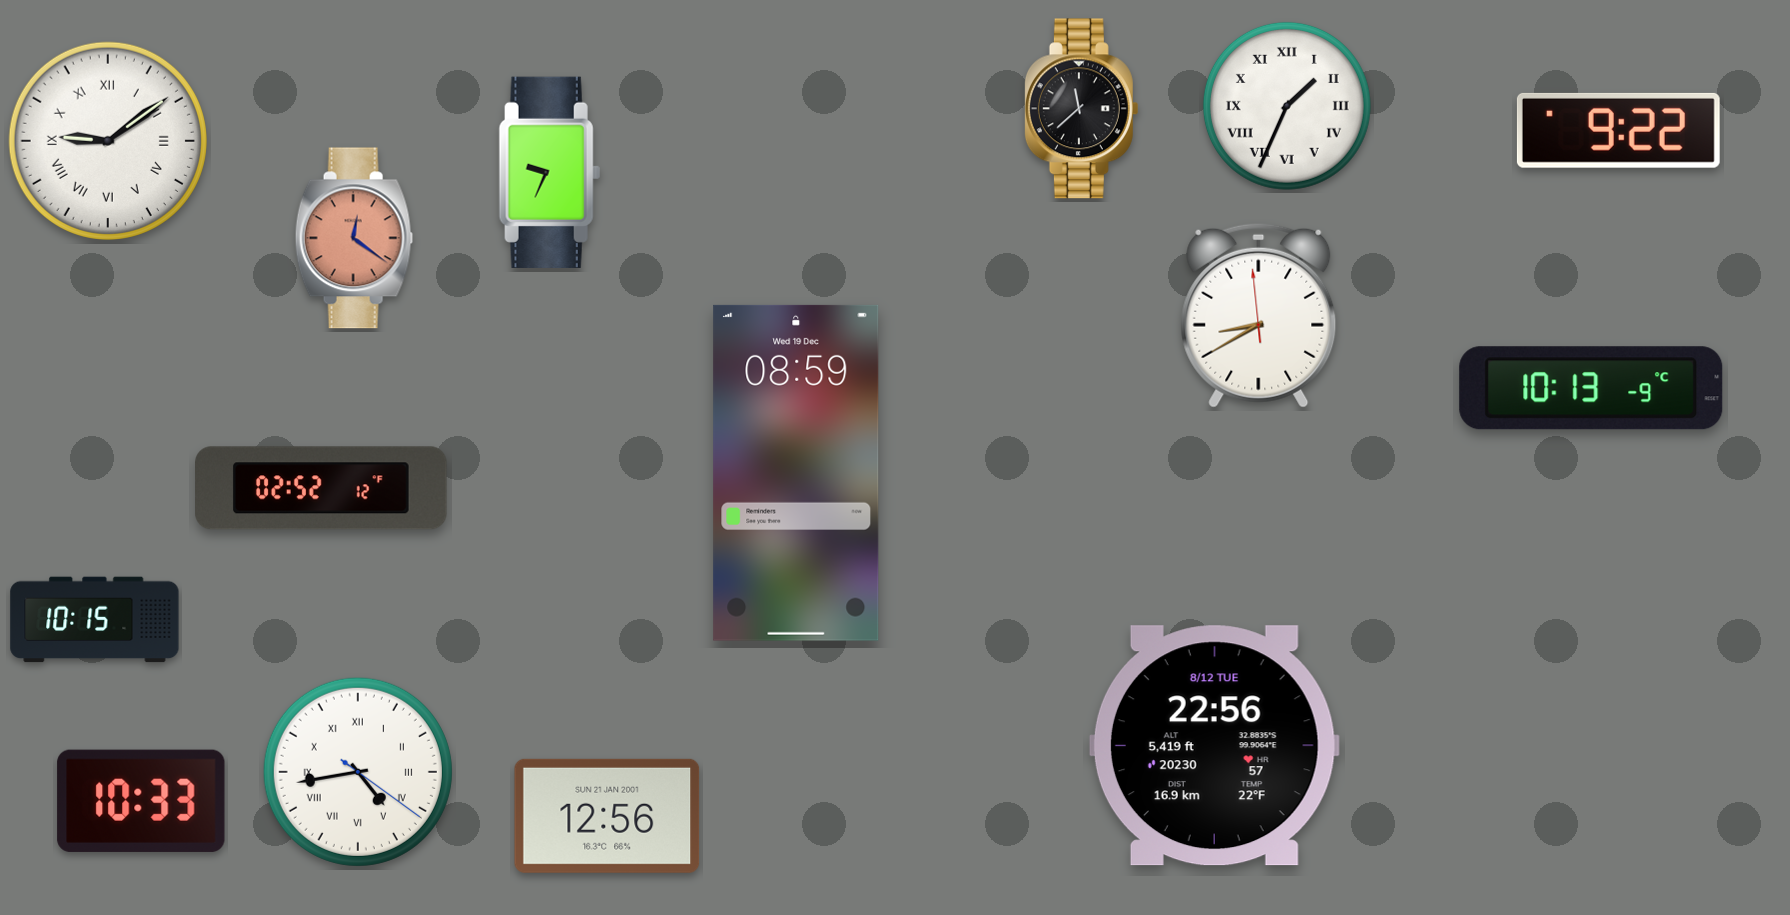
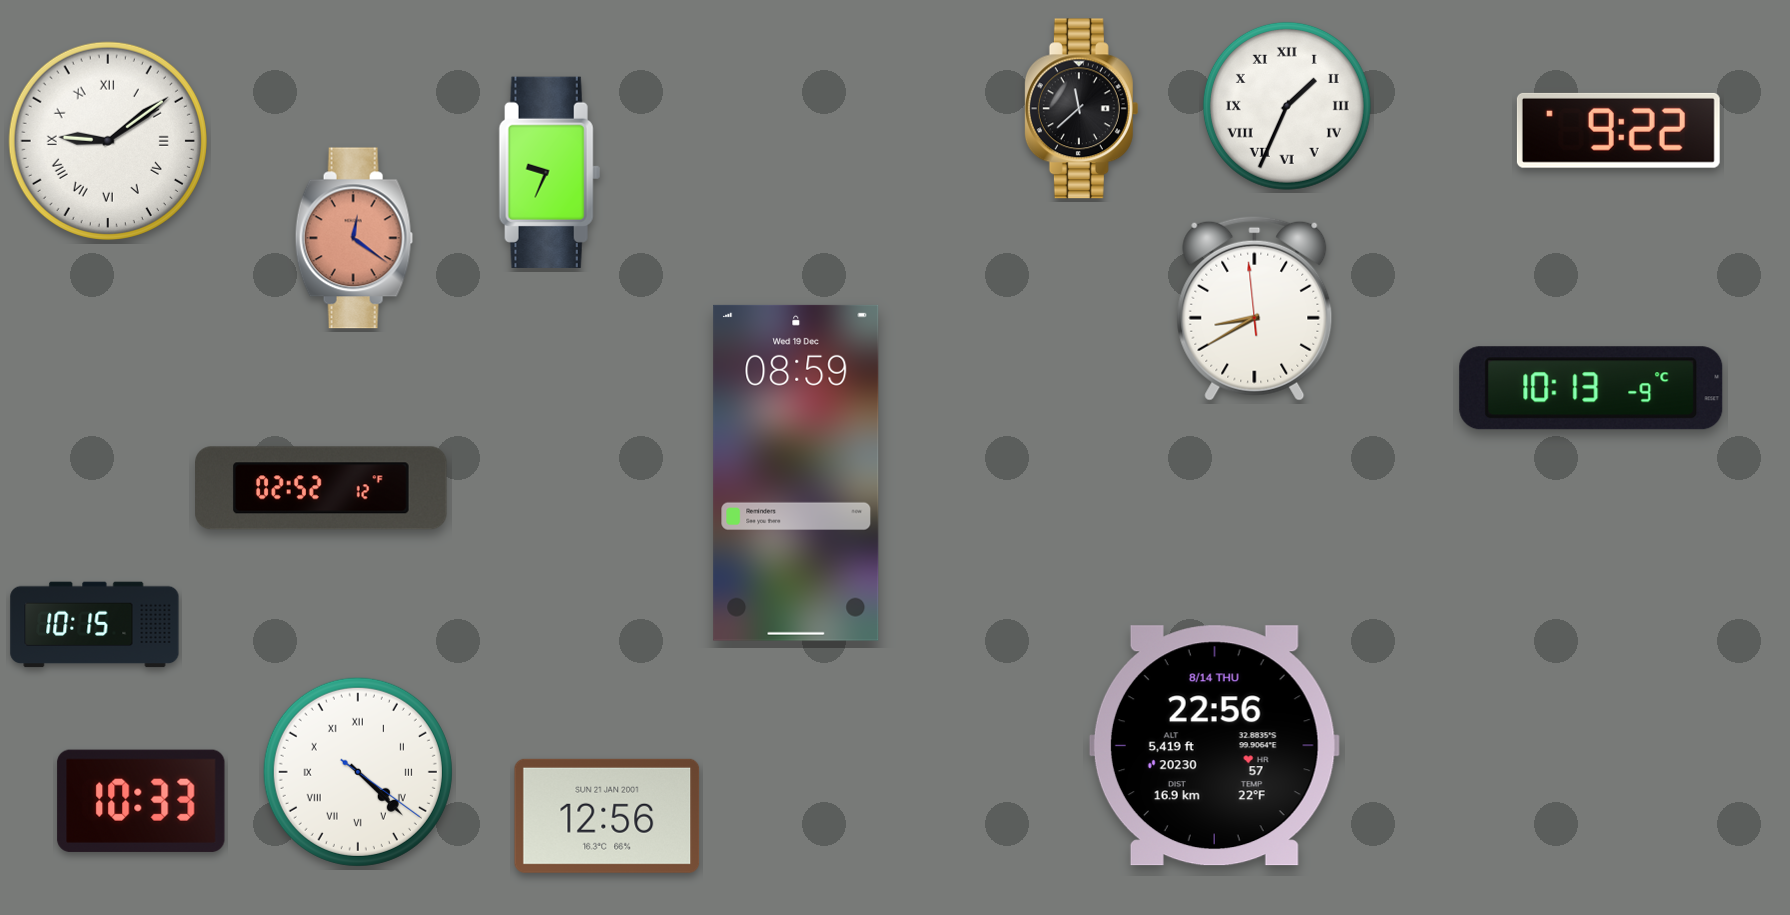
clock at (1259, 315) position: (1259, 315) -> (1255, 308)
clock at (95, 620) position: (95, 620) -> (95, 625)
clock at (1214, 746) date: 8/12 TUE -> 8/14 THU
clock at (358, 772): 4:43 -> 4:22
